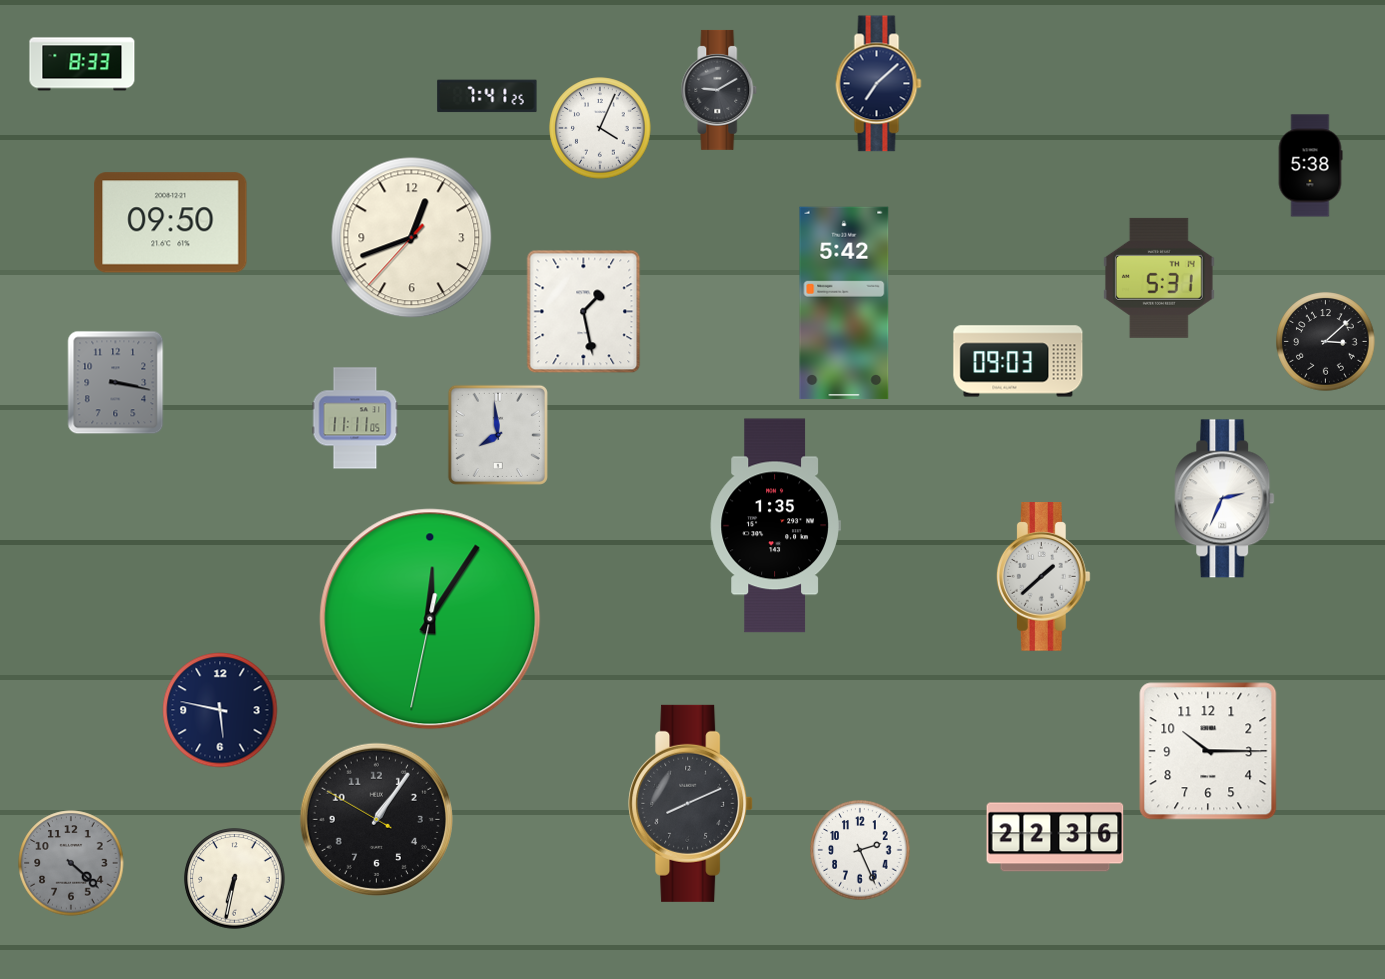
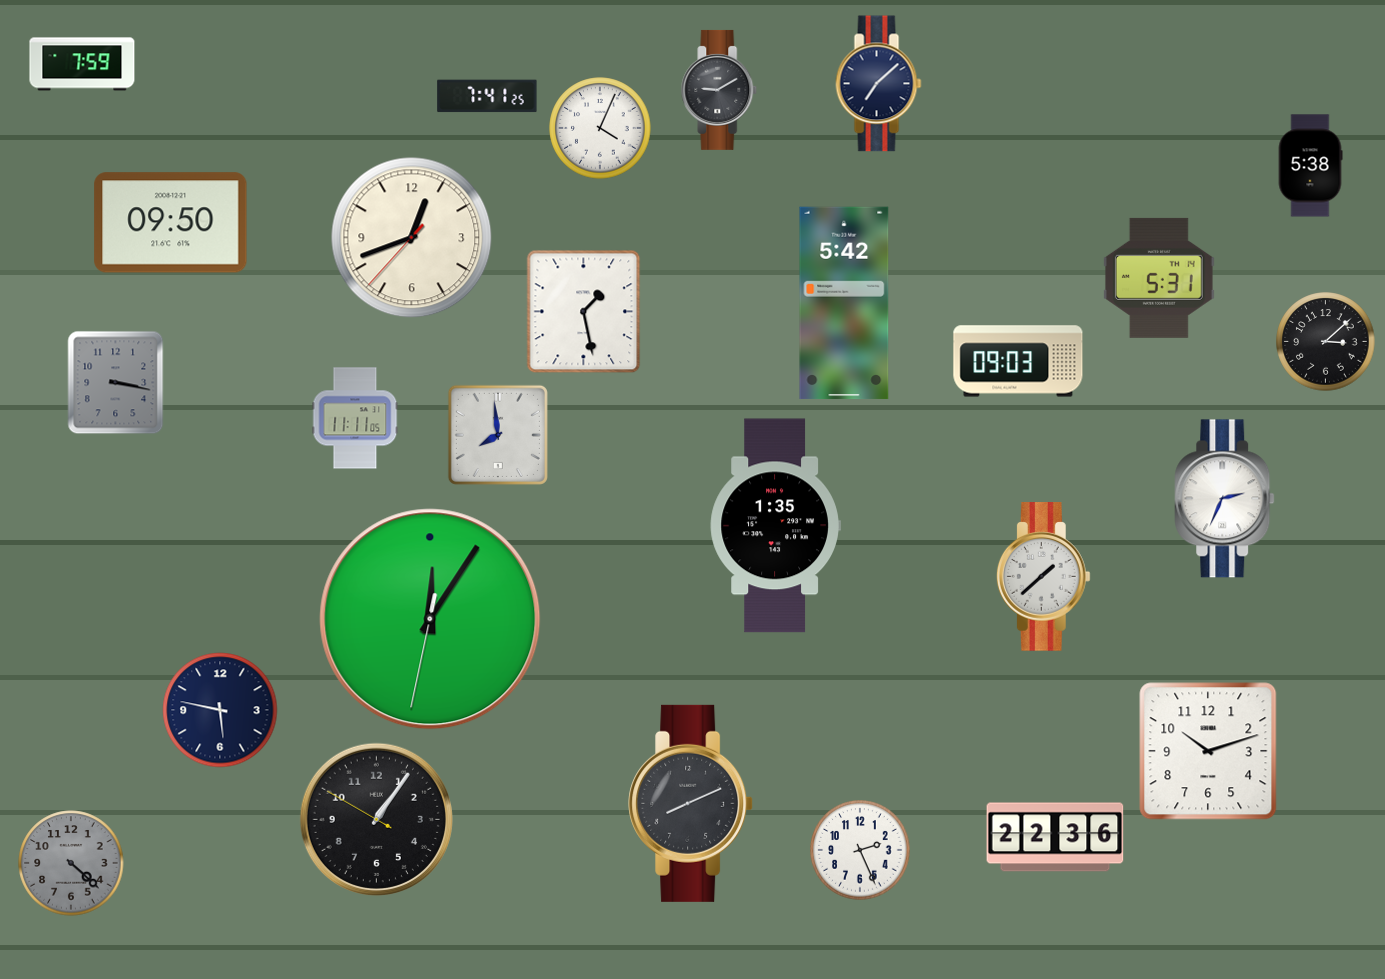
clock at (82, 64): 8:33 -> 7:59
clock at (1208, 751): 10:15 -> 10:12
clock at (235, 879): 6:32 -> none
